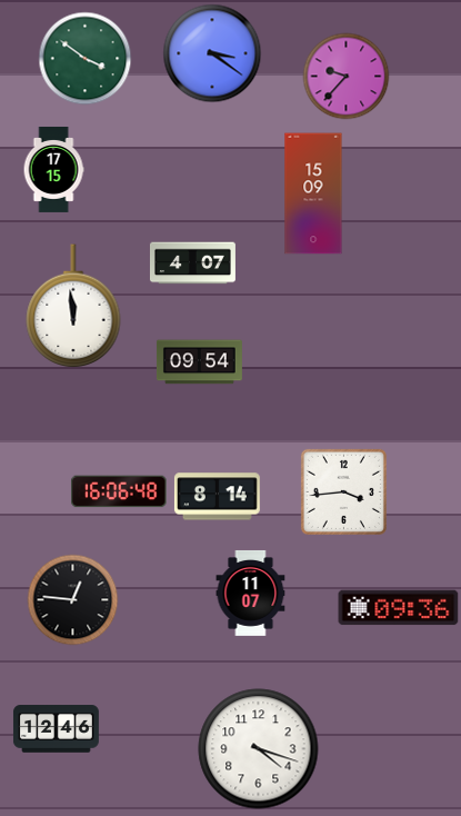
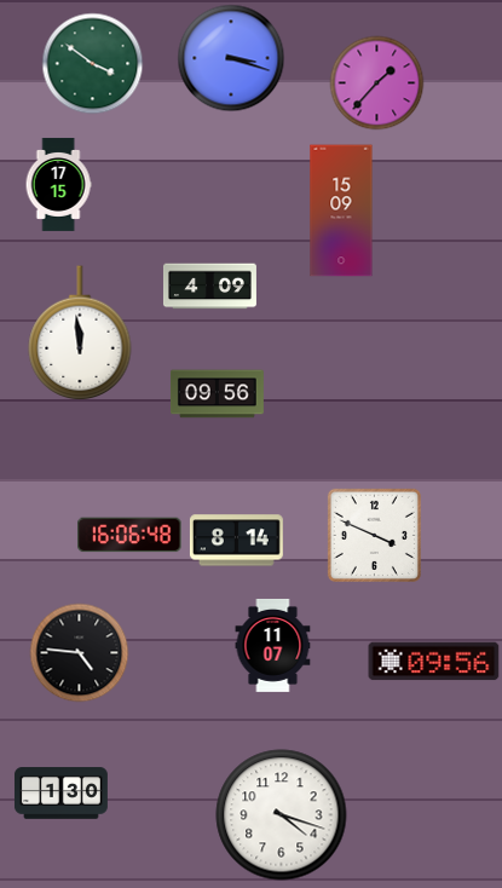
clock at (212, 53): 3:21 -> 3:18
clock at (345, 76): 9:37 -> 1:37
clock at (192, 263): 4:07 -> 4:09
clock at (199, 362): 09:54 -> 09:56
clock at (343, 491): 3:44 -> 3:49
clock at (72, 599): 12:46 -> 4:46
clock at (399, 608): 09:36 -> 09:56
clock at (56, 729): 12:46 -> 1:30
